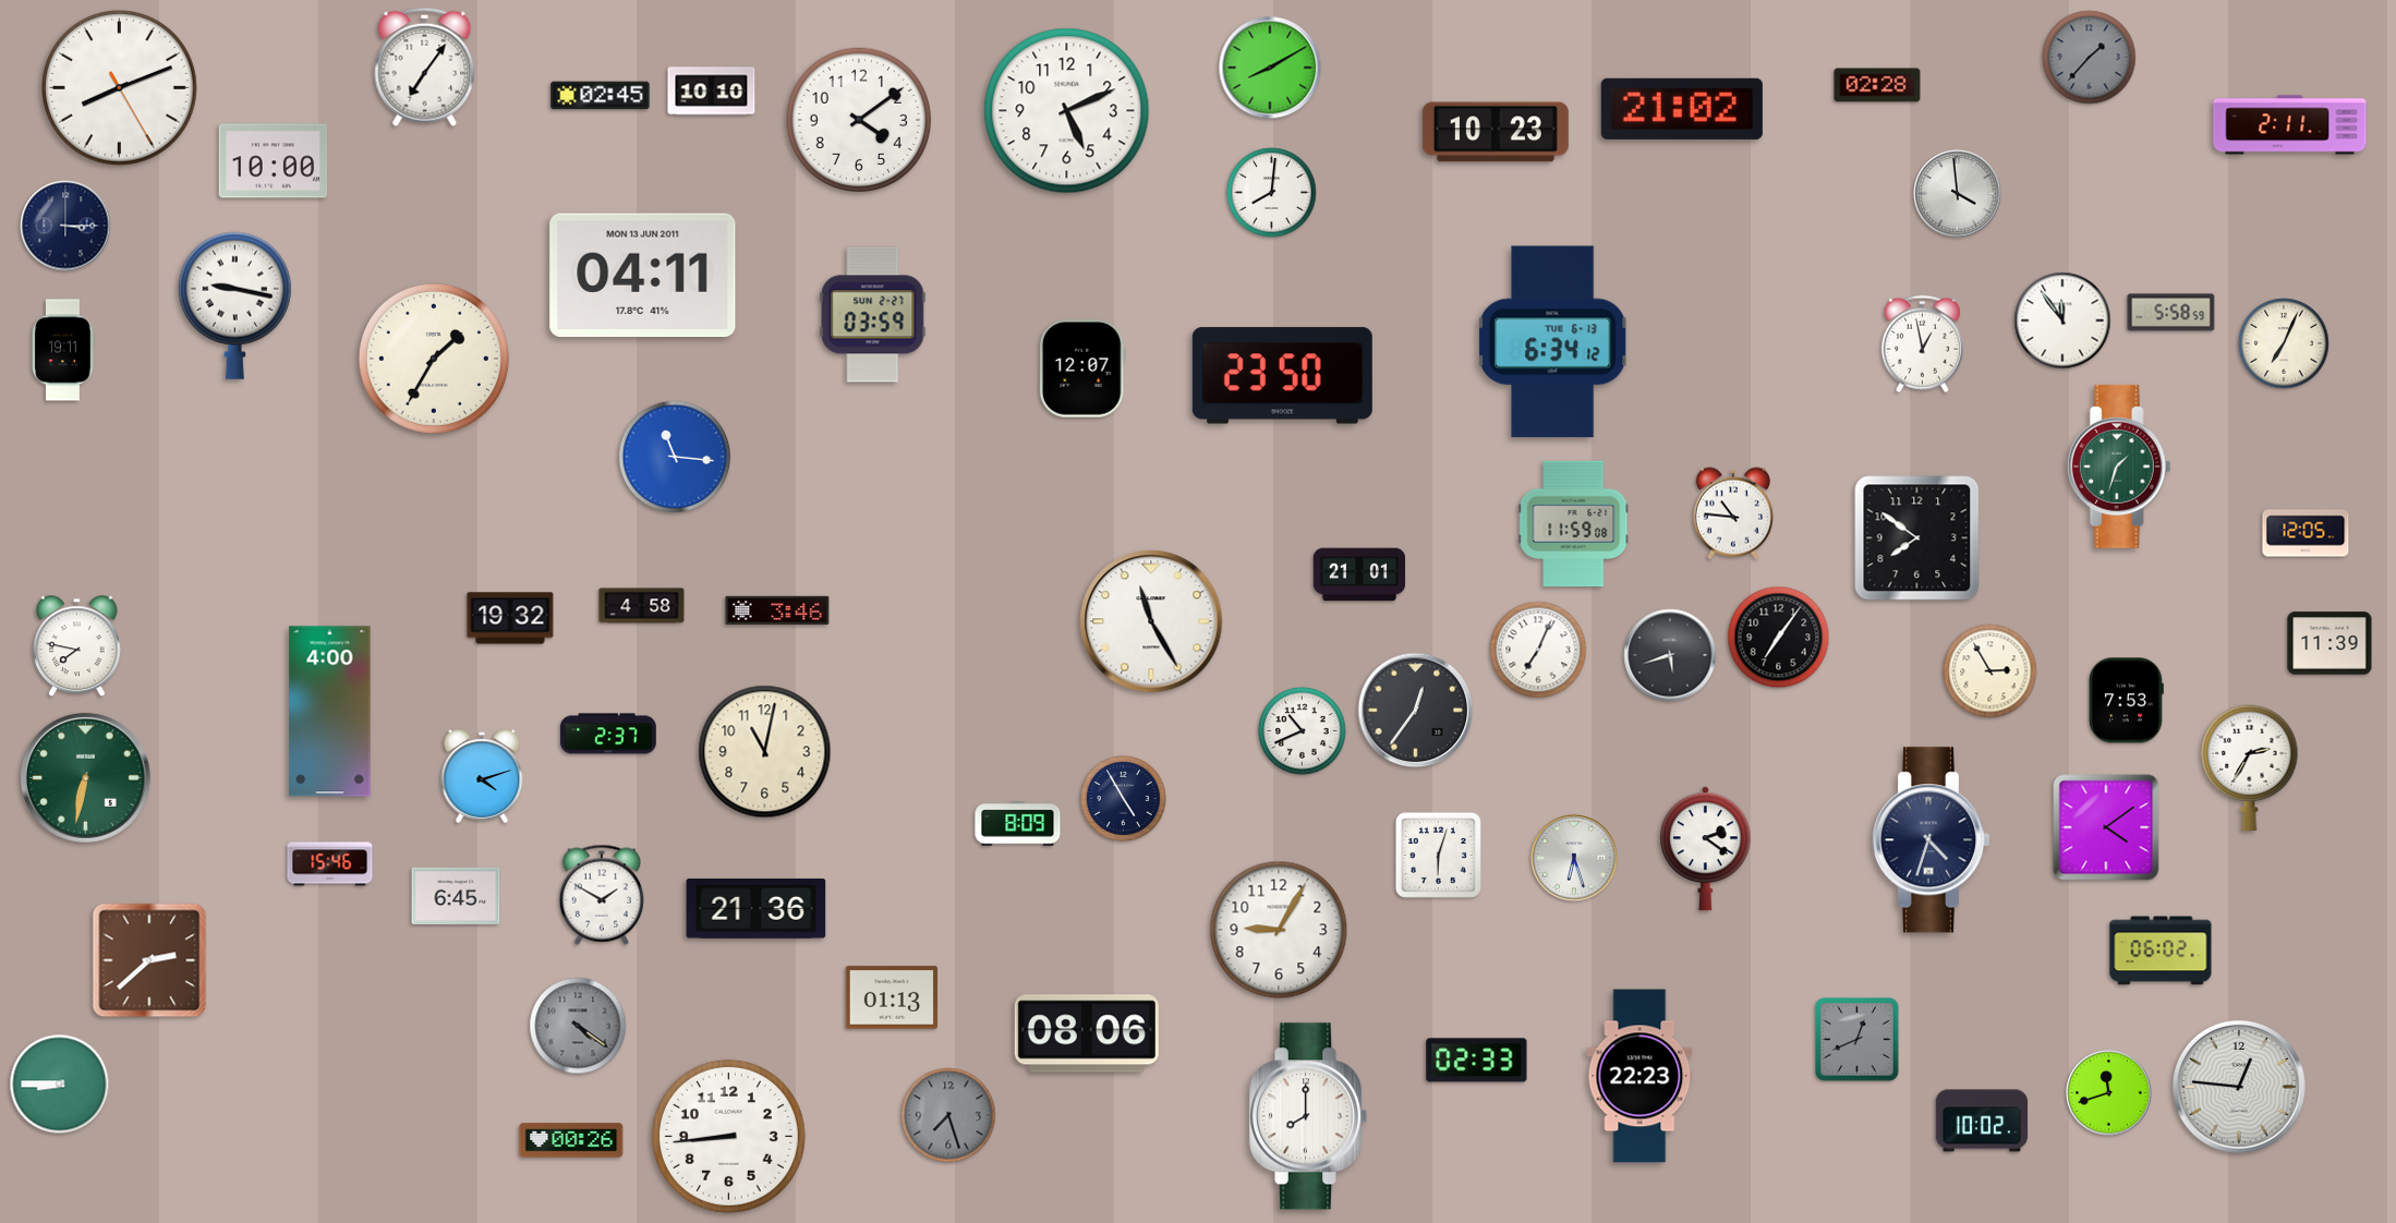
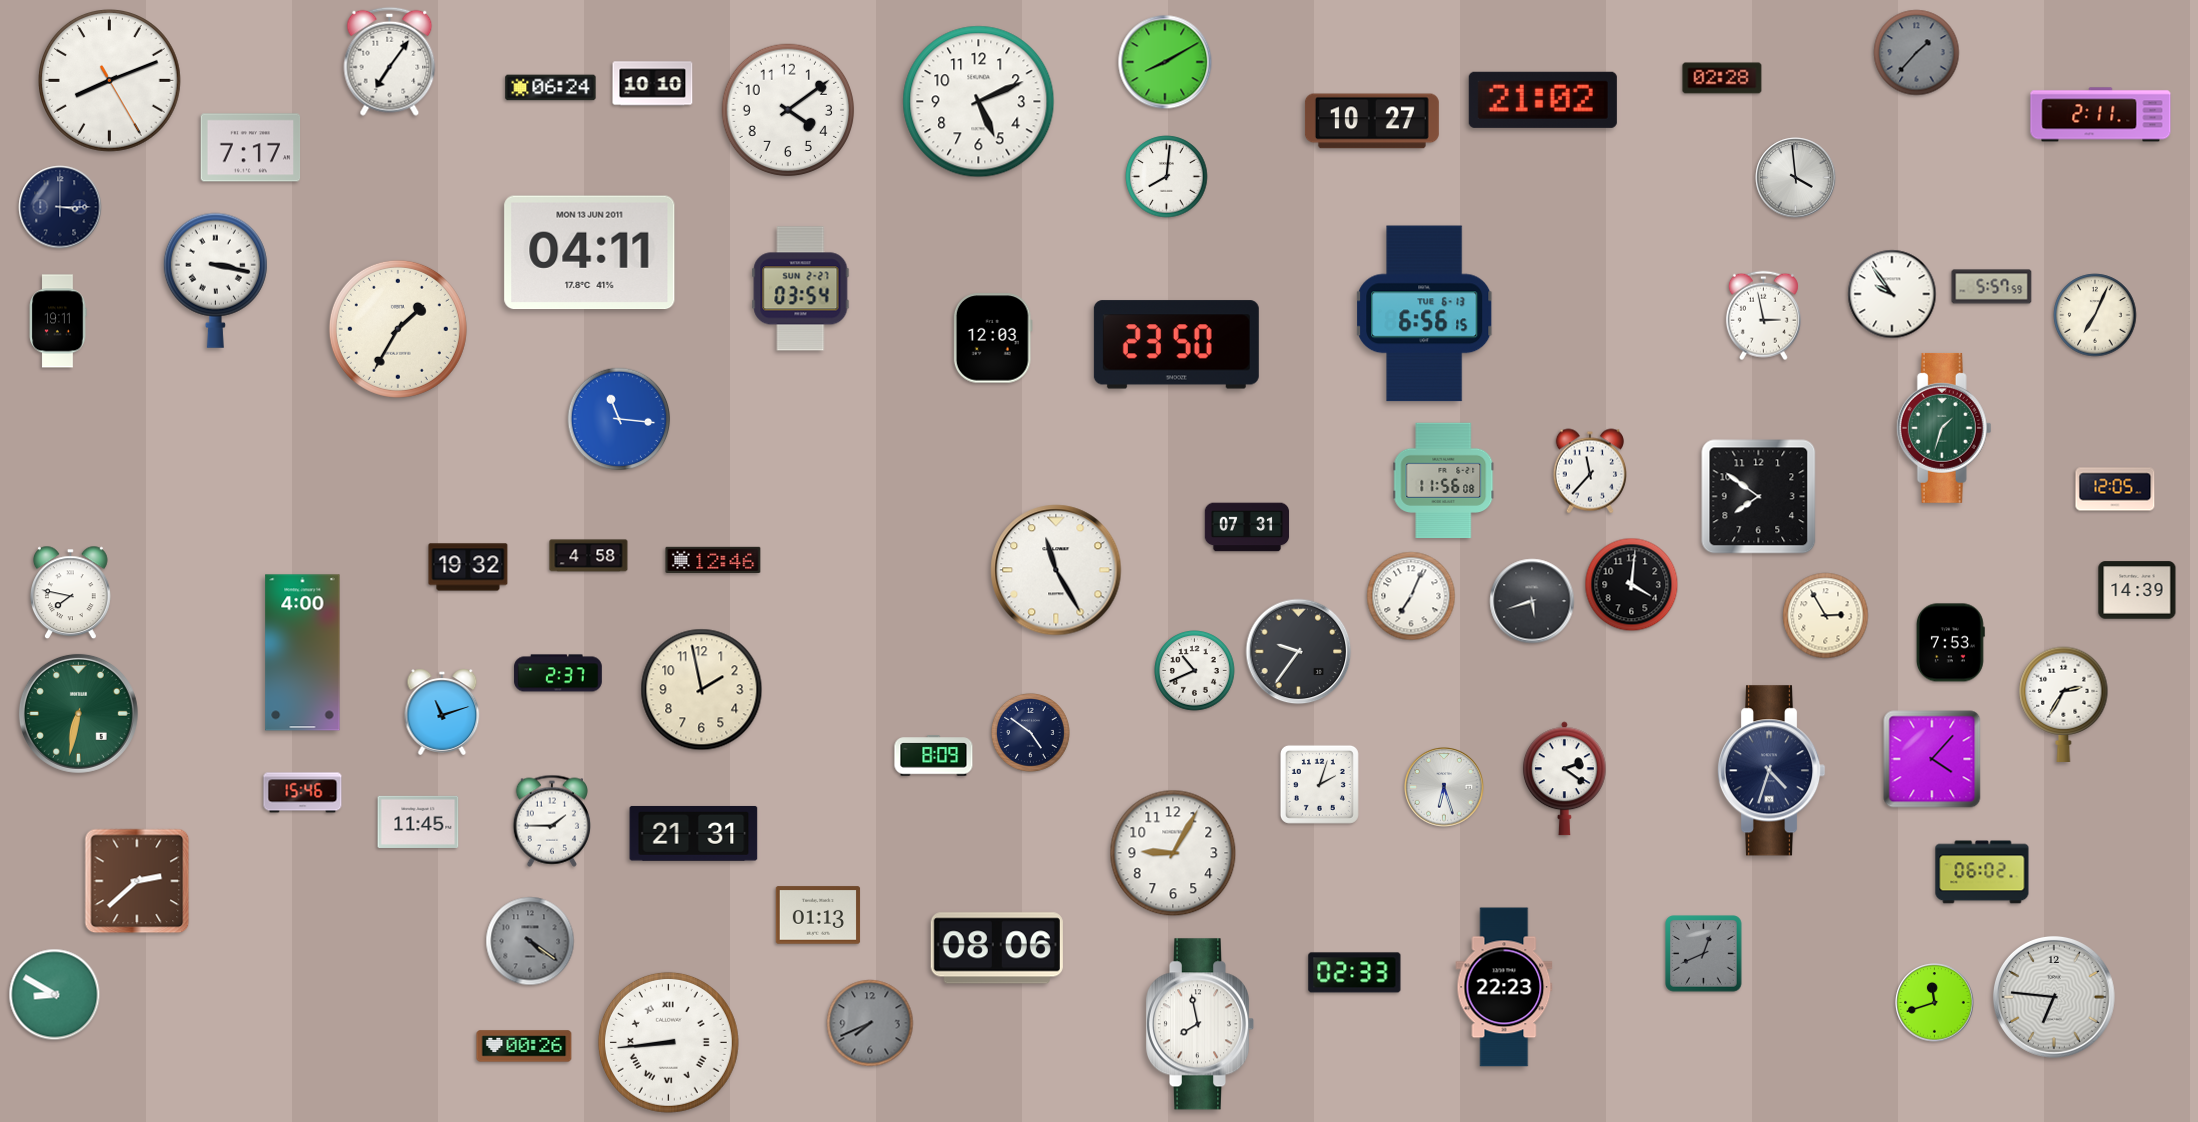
clock at (601, 96): 02:45 -> 06:24
clock at (1496, 132): 10:23 -> 10:27
clock at (274, 161): 10:00 -> 7:17
clock at (234, 305): 9:17 -> 3:17
clock at (2171, 313): 5:58 -> 5:57
clock at (873, 315): 03:59 -> 03:54
clock at (2062, 320): 11:54 -> 9:54
clock at (1553, 342): 6:34 -> 6:56
clock at (1922, 344): 12:58 -> 2:58
clock at (1082, 368): 12:07 -> 12:03
clock at (1732, 513): 10:46 -> 11:37
clock at (1574, 524): 11:59 -> 11:56
clock at (1917, 538) position: (1917, 538) -> (1759, 497)
clock at (1359, 574): 21:01 -> 07:31
clock at (777, 609): 3:46 -> 12:46
clock at (1779, 638): 7:06 -> 4:01
clock at (2330, 643): 11:39 -> 14:39
clock at (1416, 711): 12:36 -> 9:36
clock at (765, 752): 11:02 -> 1:58
clock at (482, 776): 4:12 -> 11:12
clock at (1123, 798): 4:55 -> 4:51
clock at (2106, 827): 4:09 -> 4:07
clock at (1438, 855): 6:03 -> 2:03
clock at (601, 895): 1:50 -> 1:45
clock at (456, 896): 6:45 -> 11:45
clock at (757, 908): 21:36 -> 21:31
clock at (60, 1085): 8:45 -> 8:50
clock at (2239, 1087): 12:46 -> 6:46
clock at (948, 1115): 7:27 -> 7:41
clock at (1308, 1116): 8:00 -> 7:58
clock at (1982, 1121): 10:02 -> none
clock at (728, 1136) numerals: Arabic -> Roman
